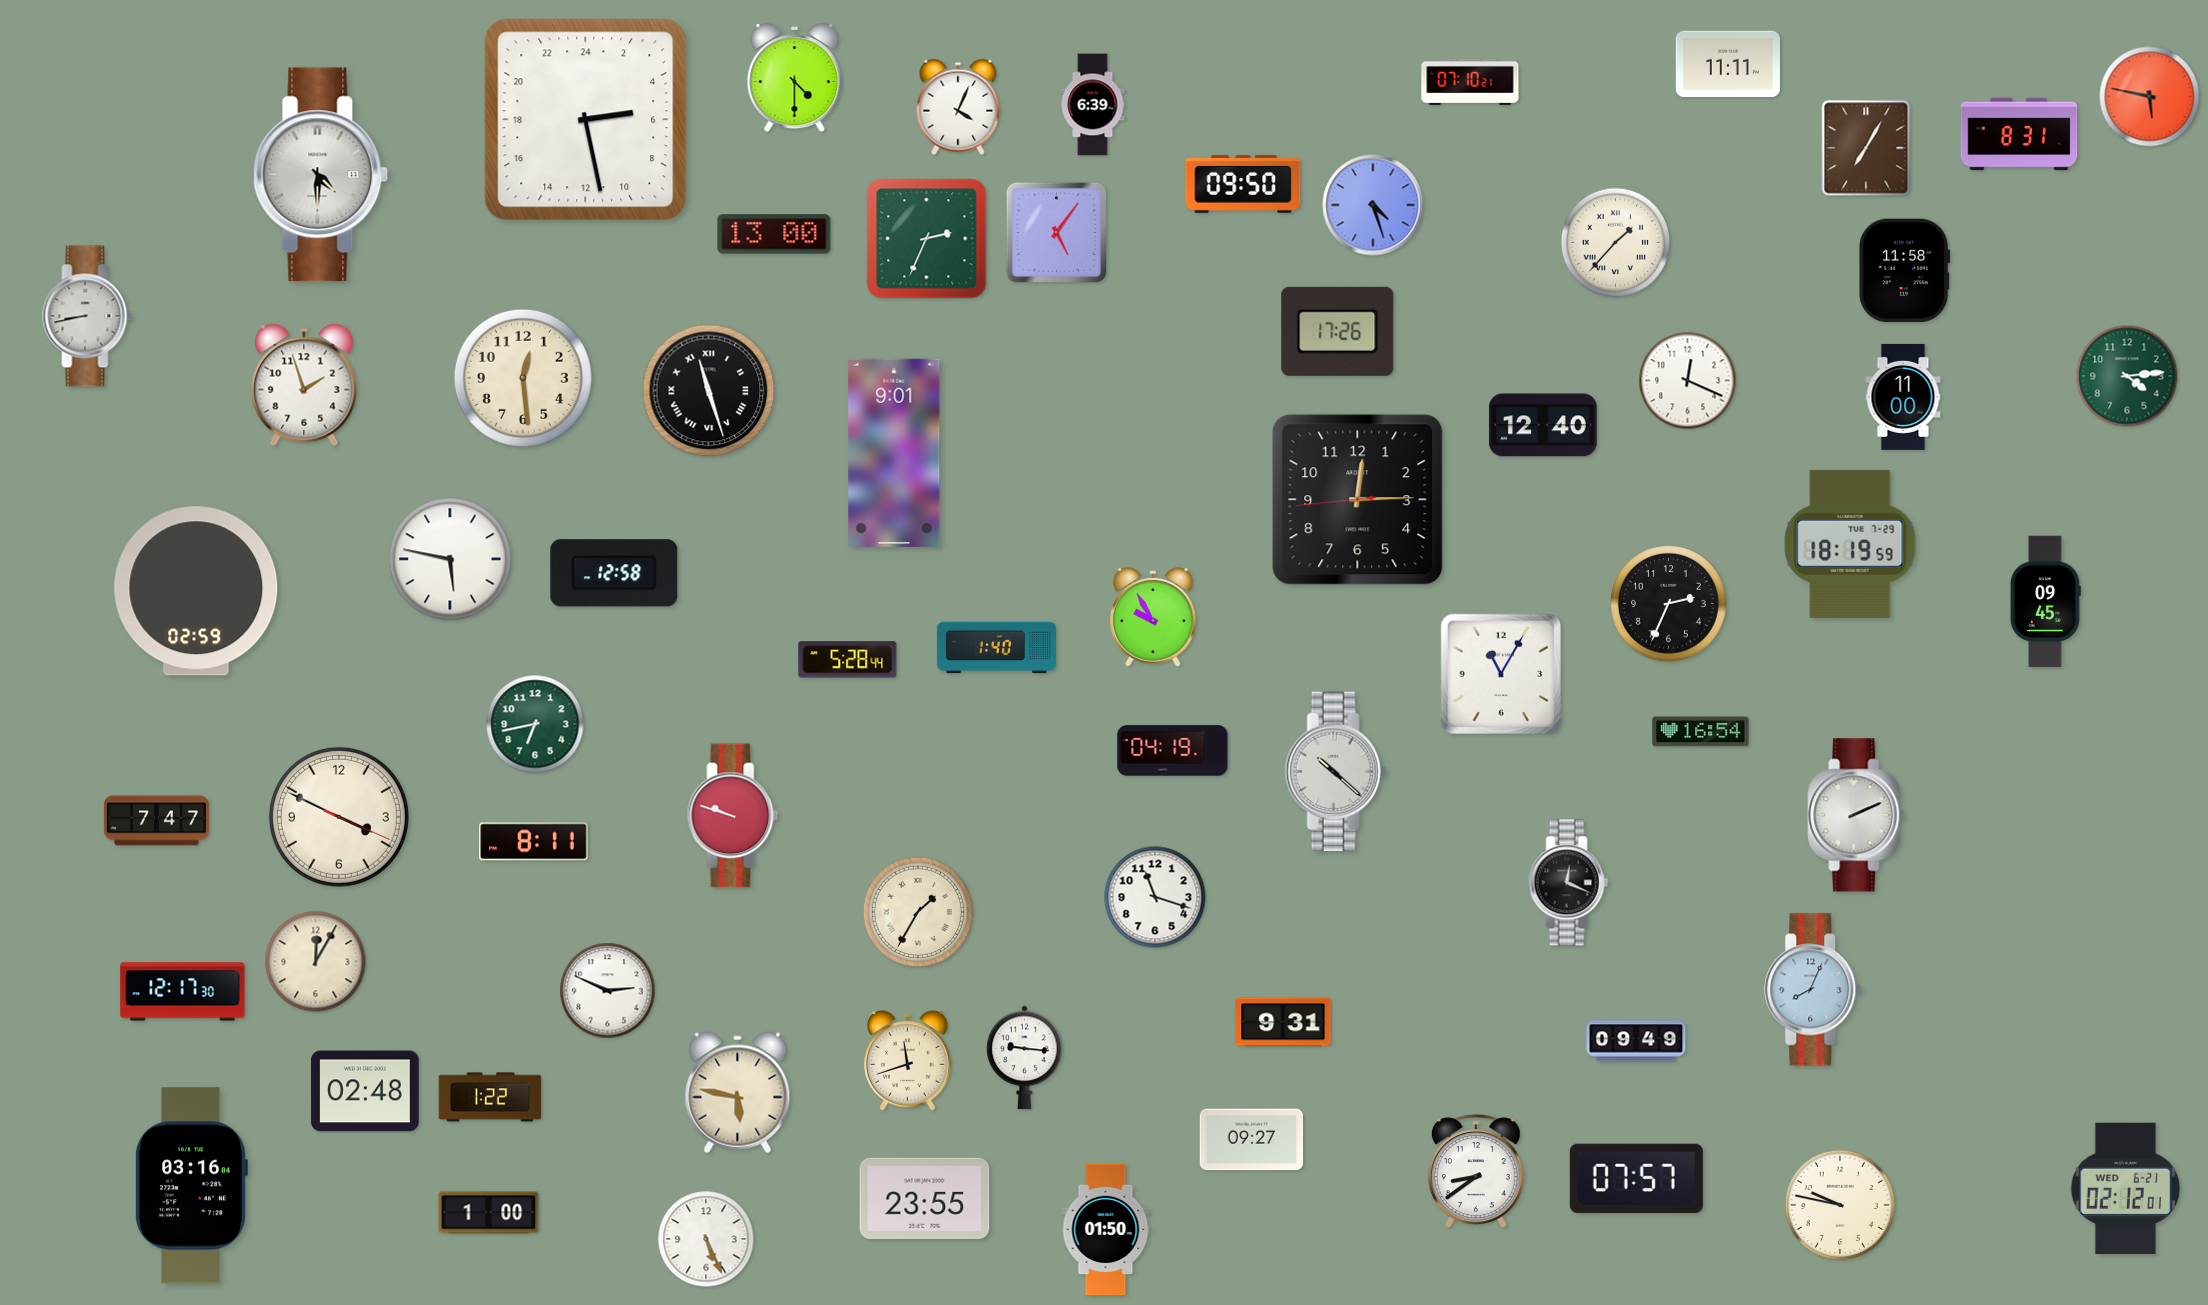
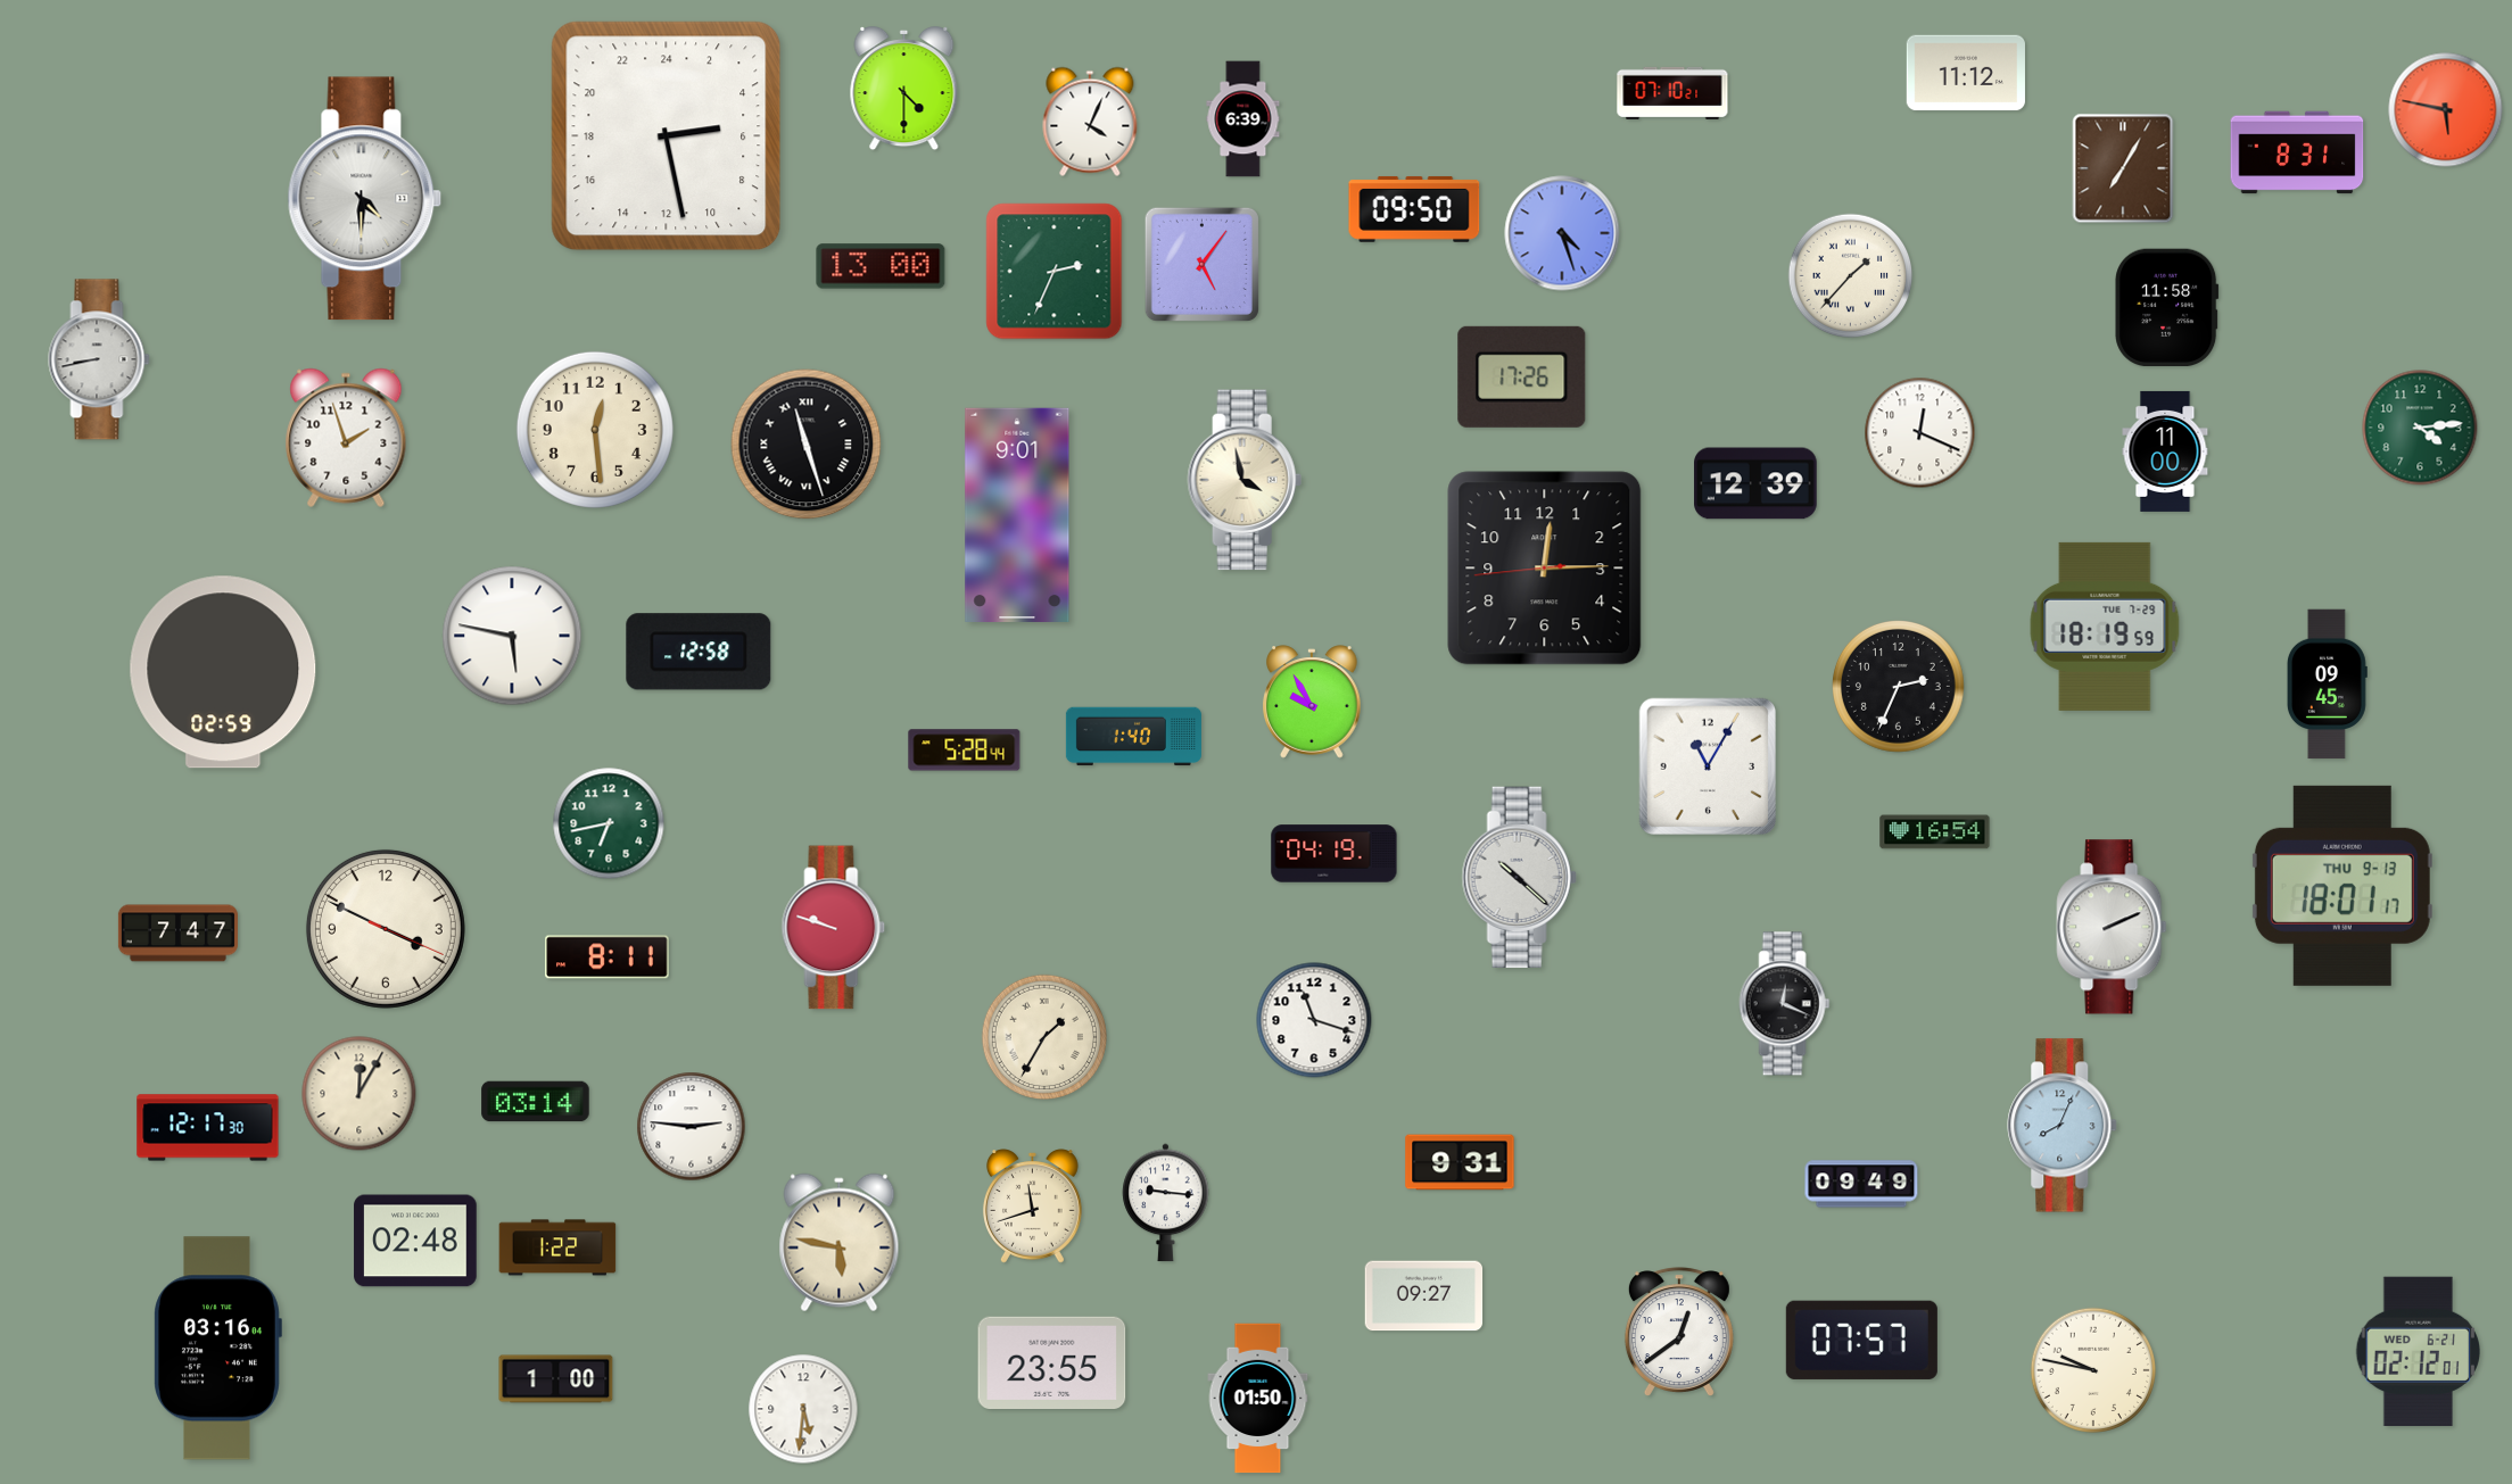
clock at (1728, 64): 11:11 -> 11:12
clock at (1616, 243) position: (1616, 243) -> (1851, 276)
clock at (1245, 480): none -> 3:58
clock at (1543, 425): 12:40 -> 12:39
clock at (1850, 544) position: (1850, 544) -> (2105, 627)
clock at (2342, 886): none -> 18:01
clock at (536, 1102): none -> 03:14
clock at (608, 991): 2:49 -> 2:46
clock at (1476, 1171): 8:39 -> 12:39
clock at (706, 1239): 5:26 -> 5:31
